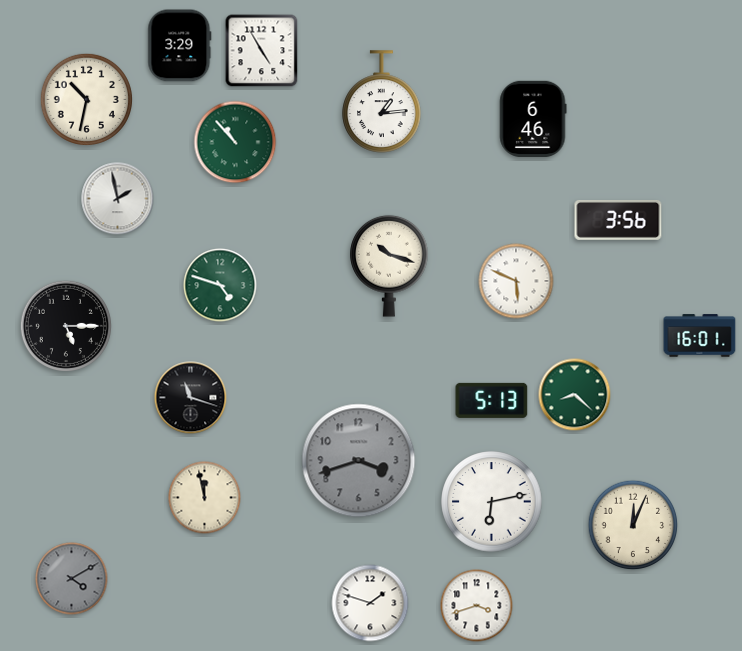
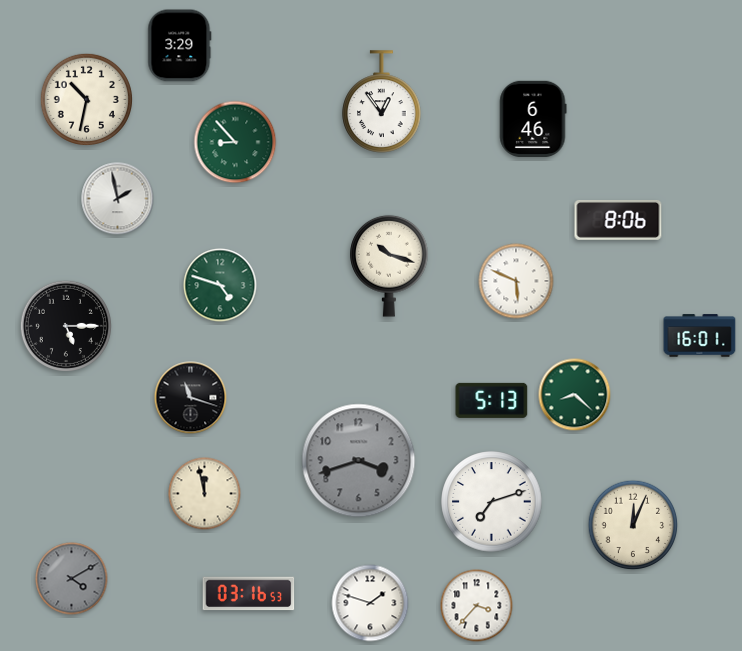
clock at (262, 51): 4:55 -> none
clock at (382, 102): 1:14 -> 12:54
clock at (235, 142): 10:53 -> 8:53
clock at (618, 220): 3:56 -> 8:06
clock at (205, 498) position: (205, 498) -> (205, 494)
clock at (492, 502): 6:13 -> 7:12
clock at (249, 594): none -> 03:16
clock at (477, 606): 3:42 -> 3:37
